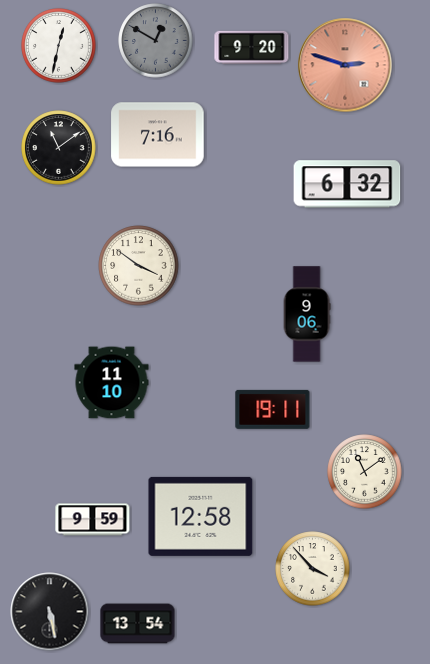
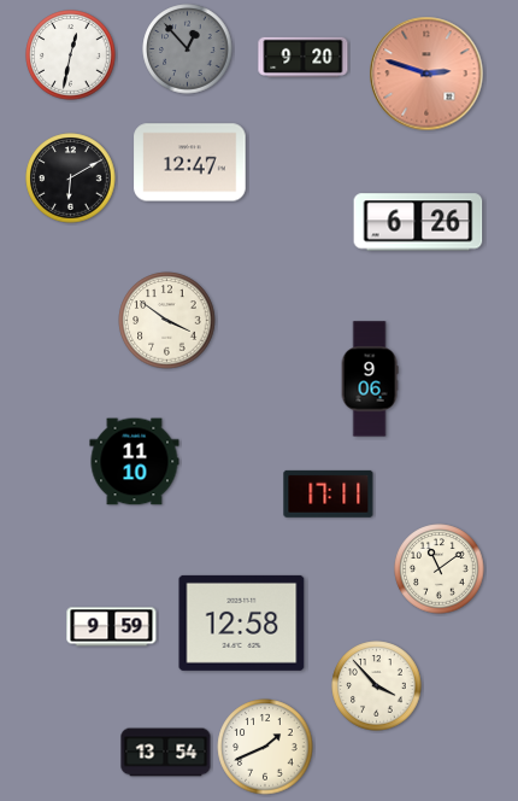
clock at (156, 41): 12:50 -> 12:53
clock at (345, 65) position: (345, 65) -> (426, 74)
clock at (158, 135): 7:16 -> 12:47
clock at (59, 148): 11:09 -> 6:10
clock at (347, 184): 6:32 -> 6:26
clock at (273, 409): 19:11 -> 17:11
clock at (50, 612): 5:28 -> none
clock at (265, 747): none -> 1:41
